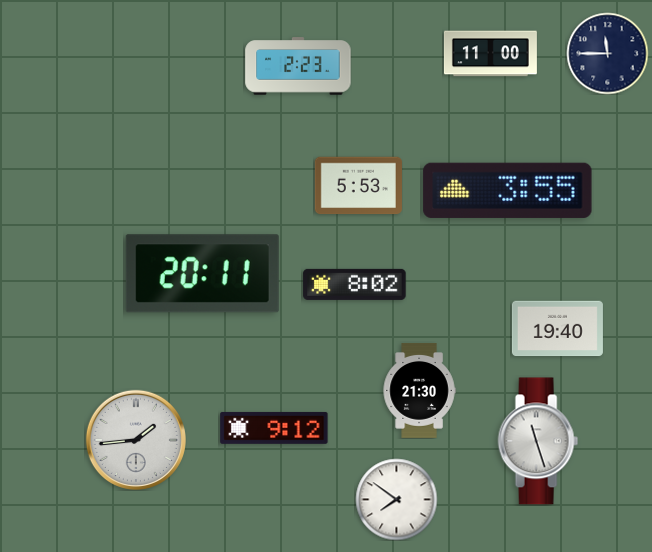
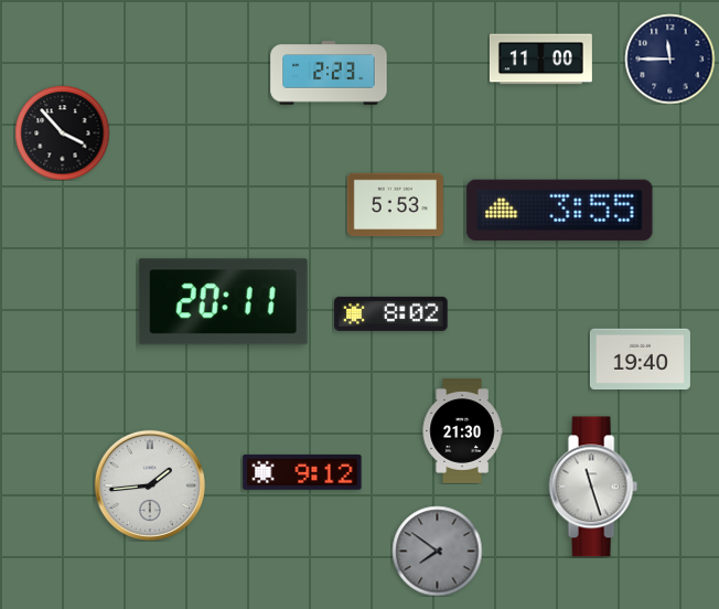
clock at (62, 132): none -> 3:53
clock at (557, 329) position: (557, 329) -> (640, 360)
clock at (396, 499) dial: white -> grey
